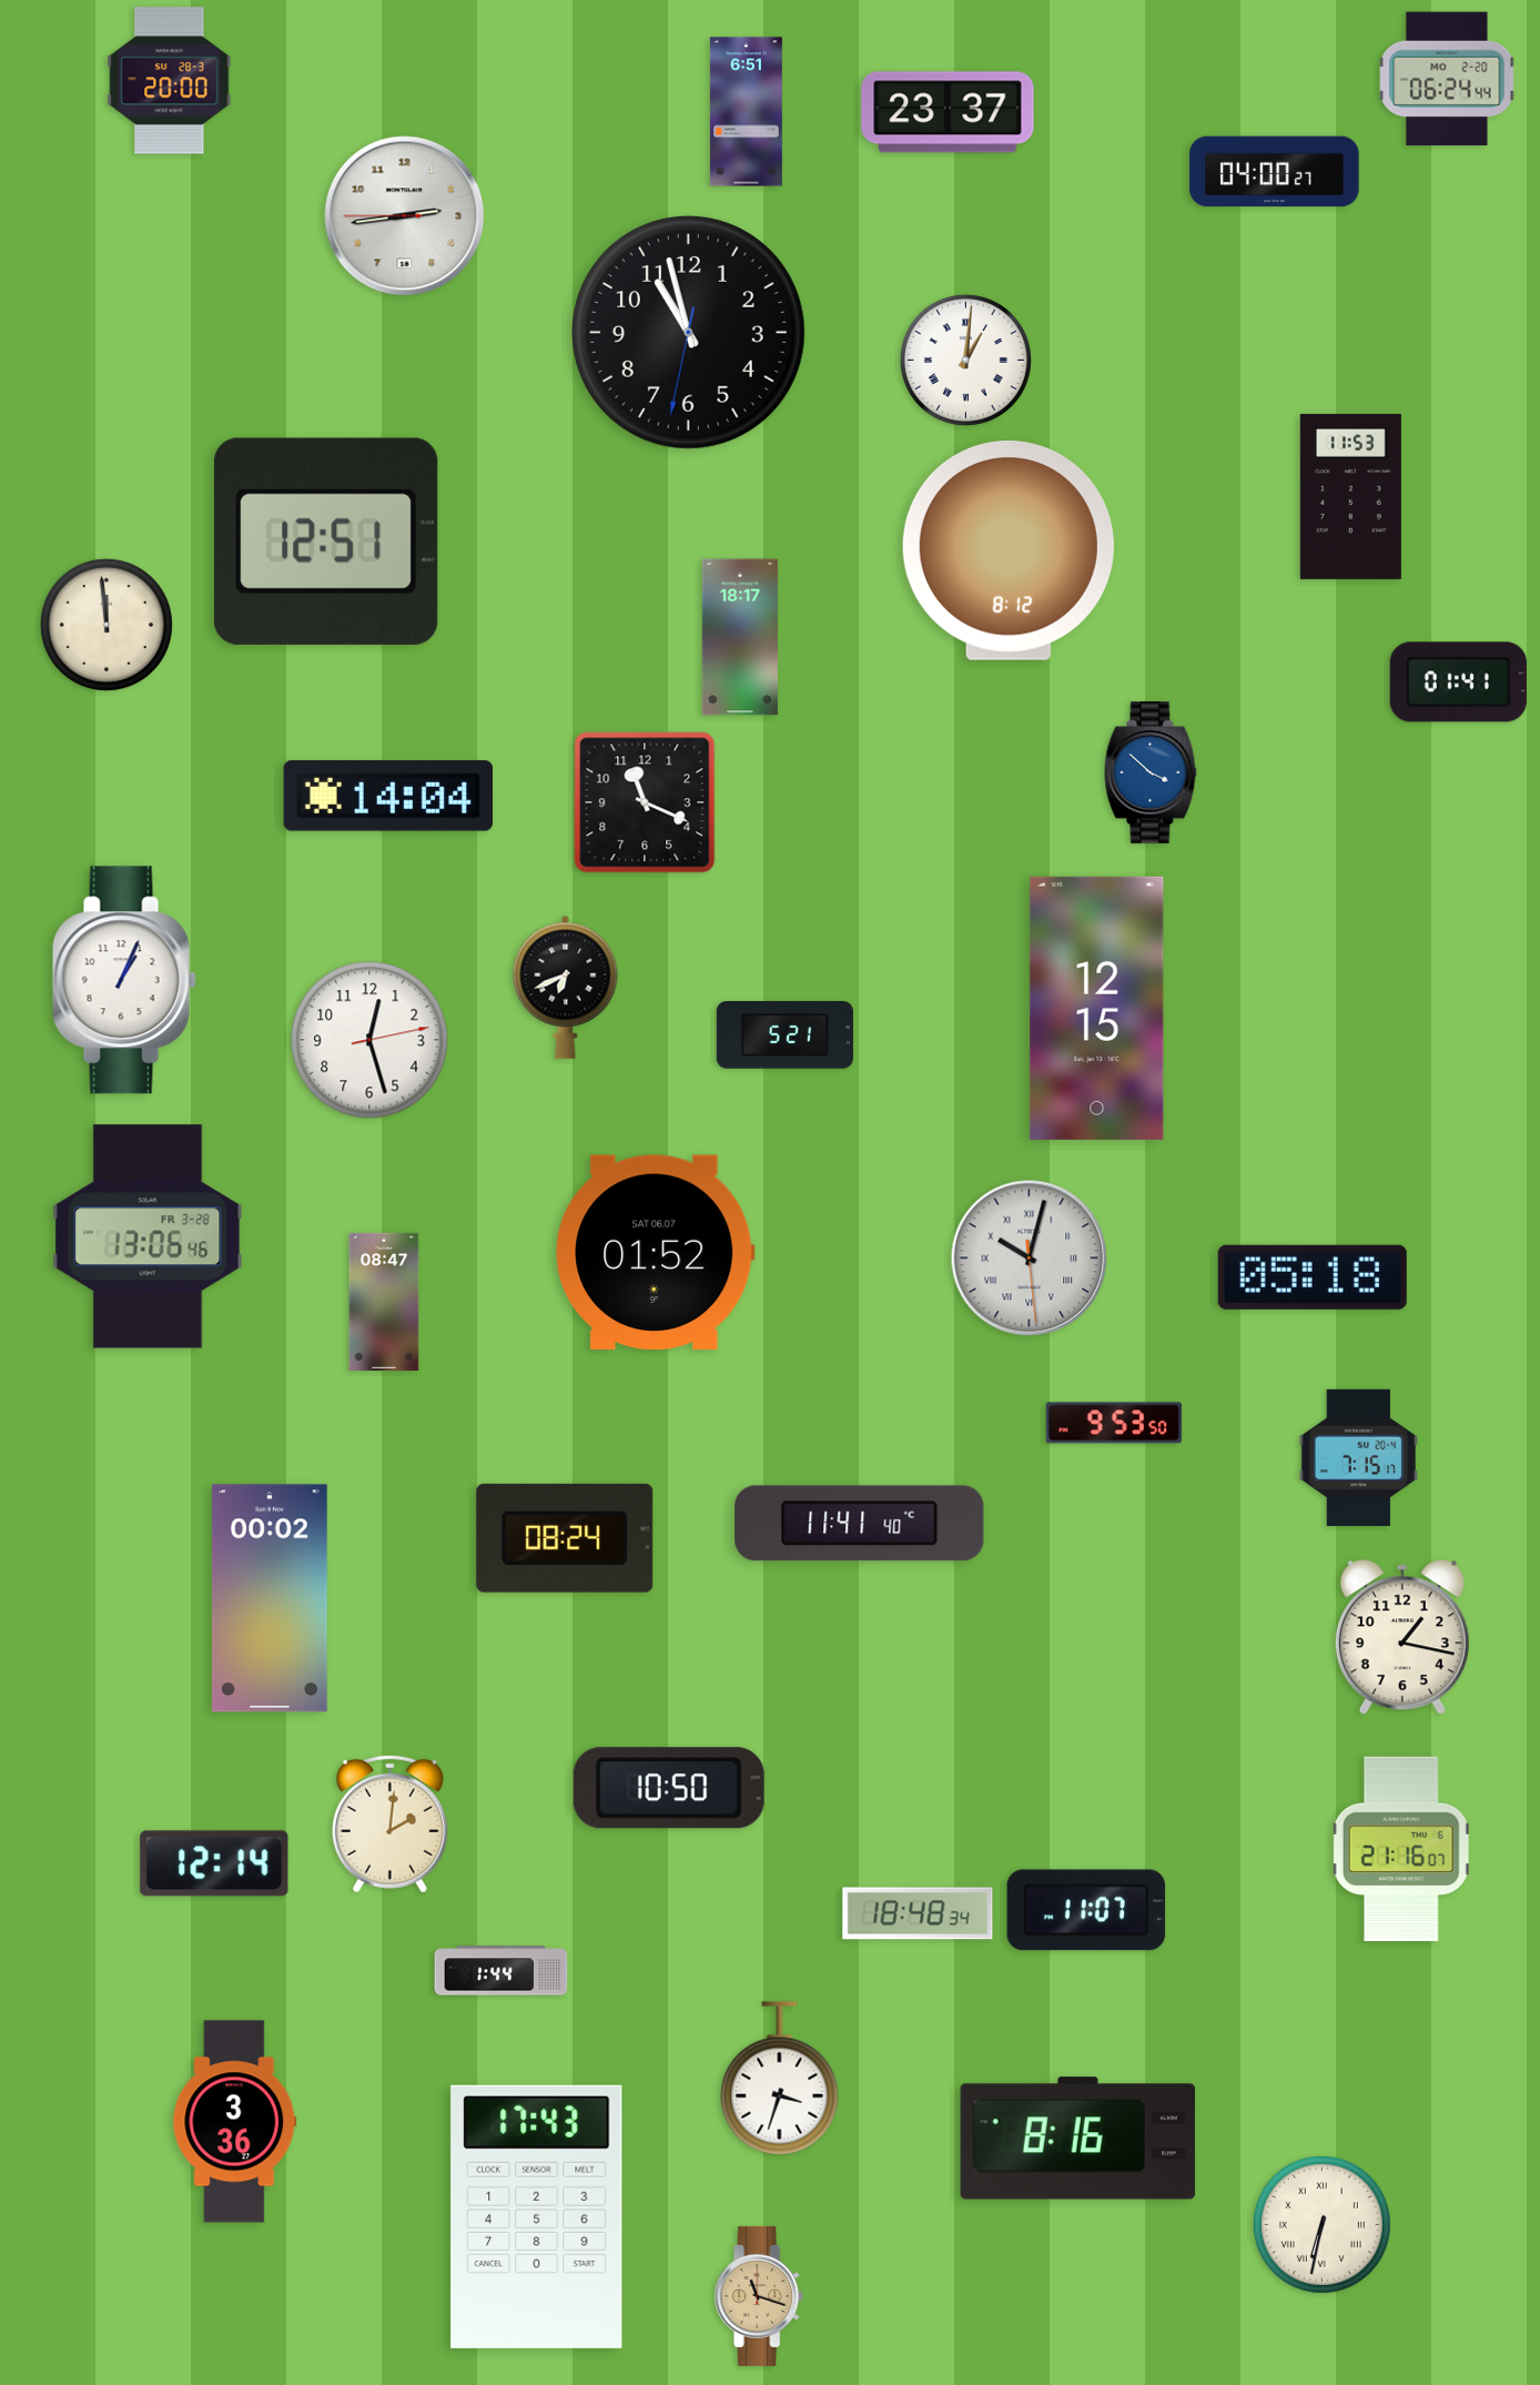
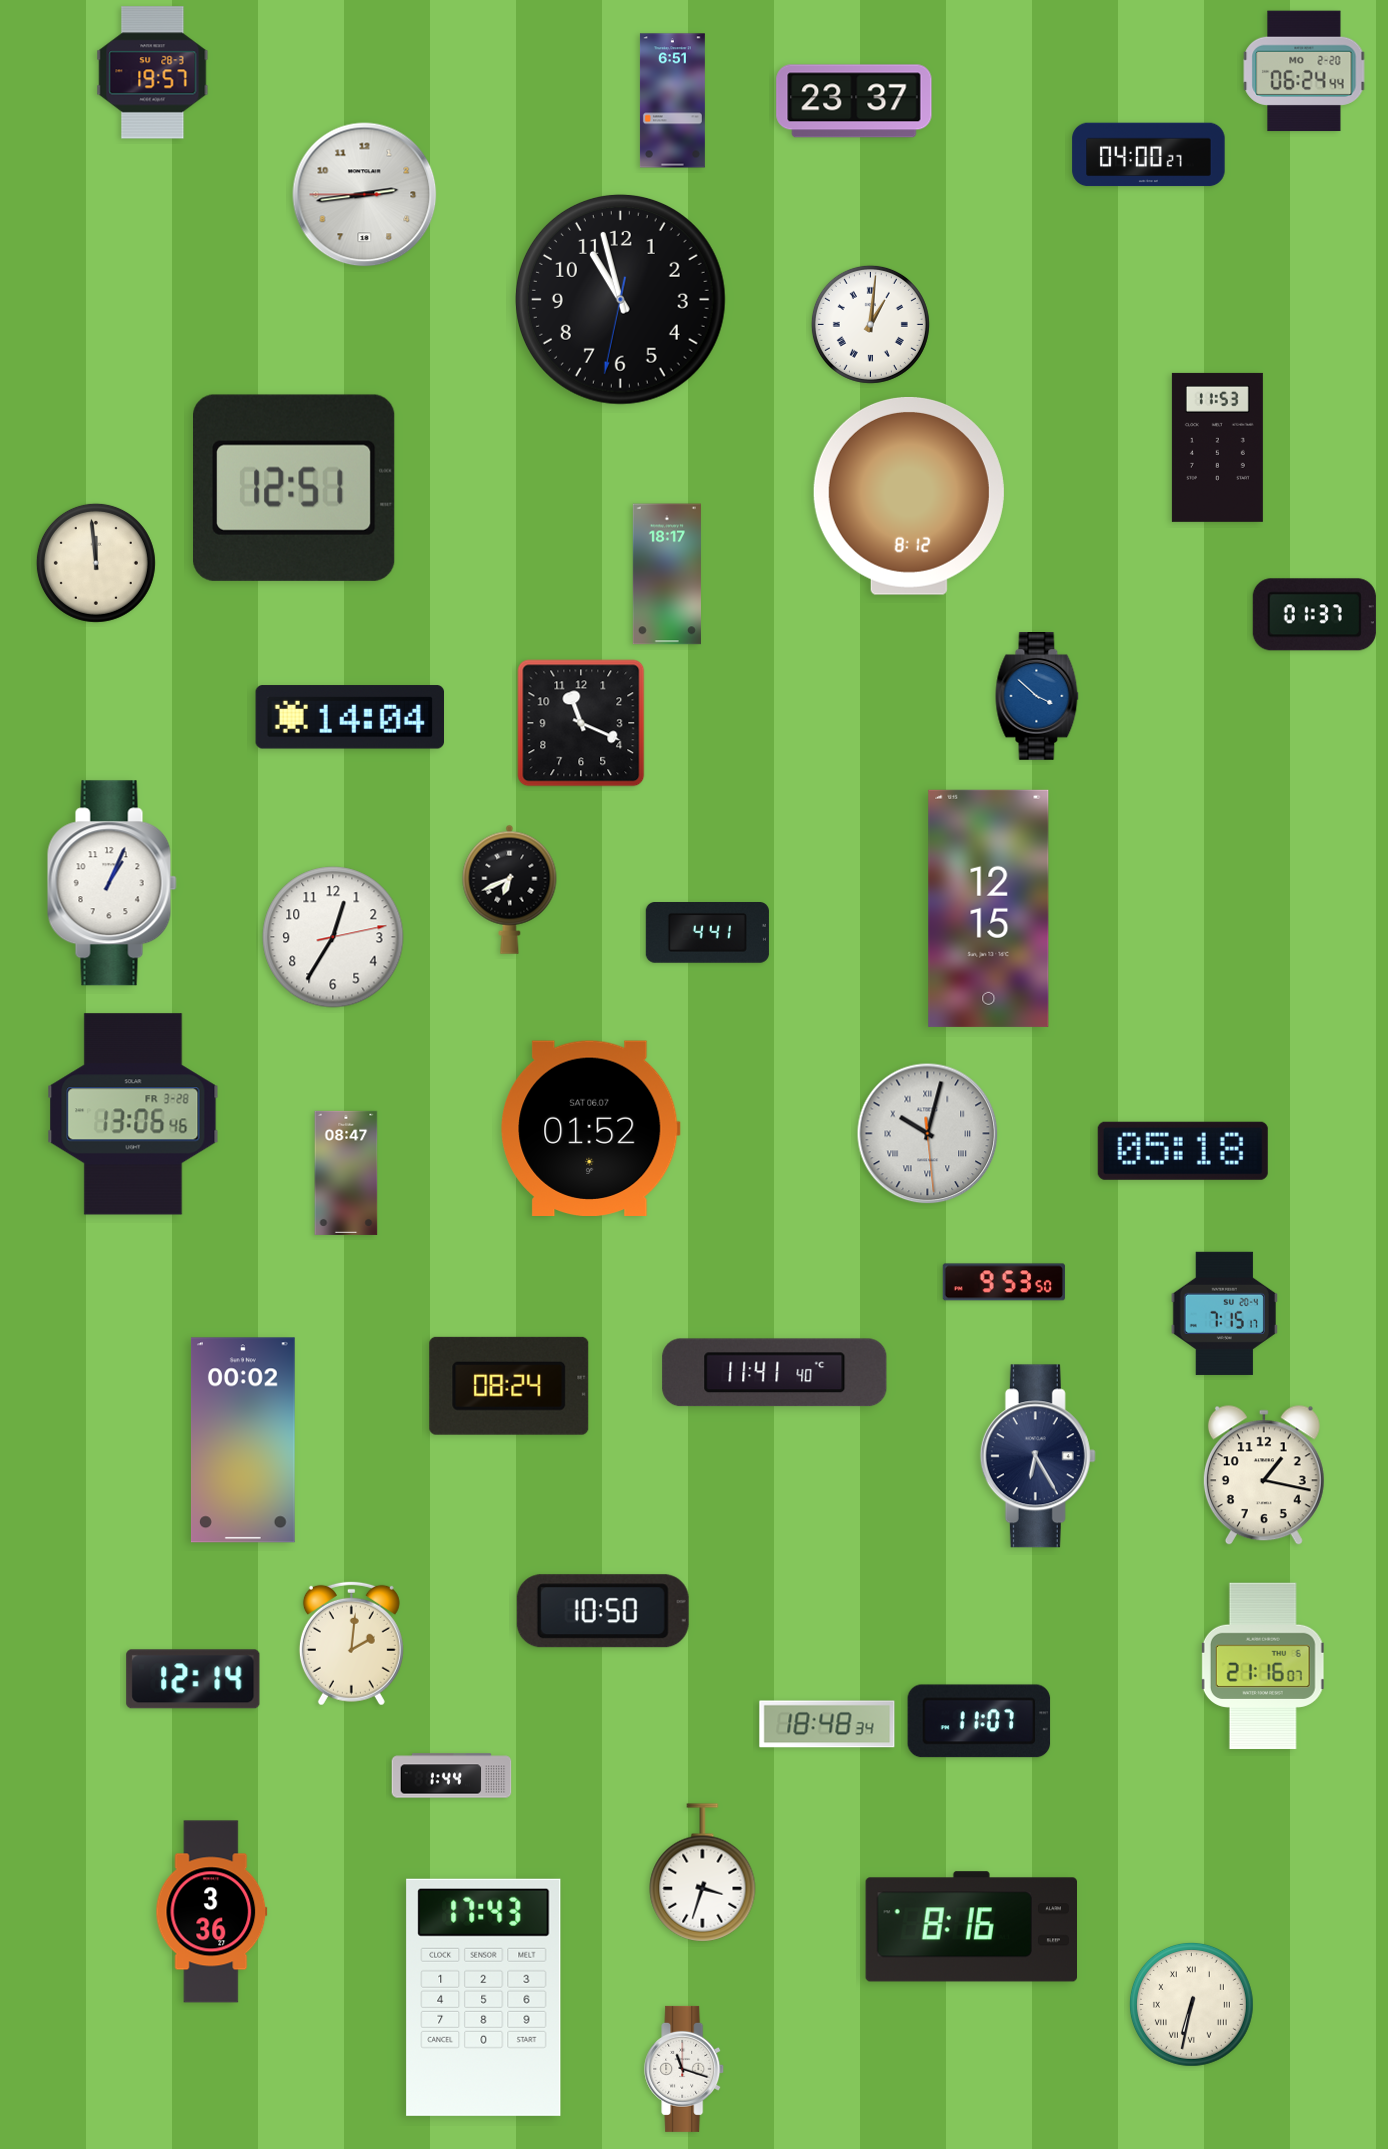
clock at (170, 81): 20:00 -> 19:57
clock at (1458, 683): 01:41 -> 01:37
clock at (784, 1035): 5:21 -> 4:41
clock at (369, 1040): 12:27 -> 12:35
clock at (1038, 1456): none -> 6:25
clock at (760, 2296) dial: champagne -> white
